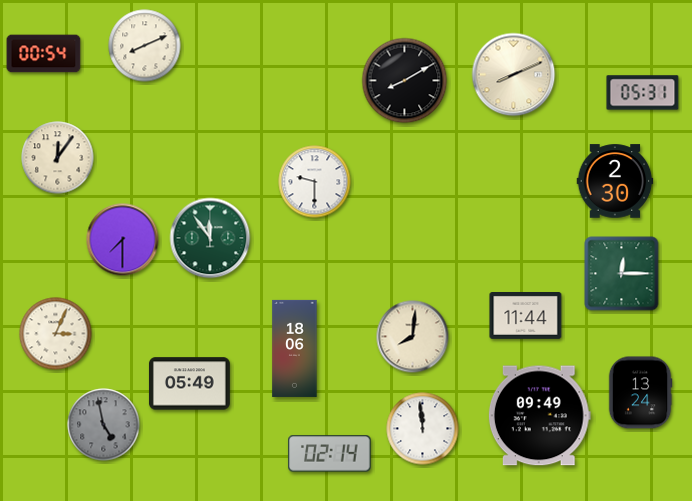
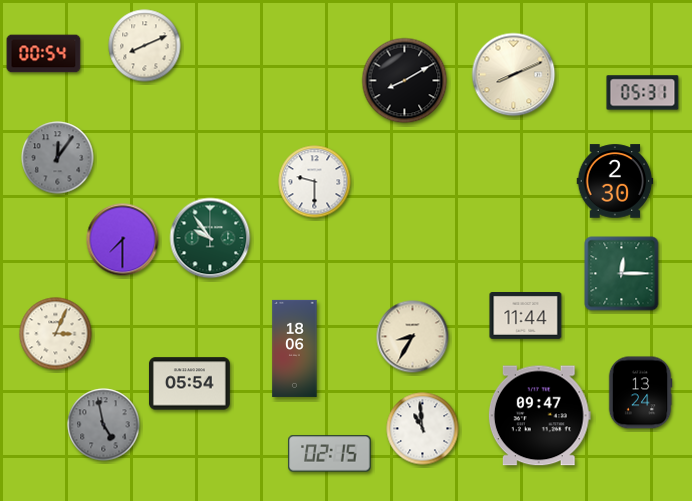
clock at (58, 158) dial: cream -> grey
clock at (210, 238): 11:54 -> 9:54
clock at (413, 337): 8:01 -> 8:35
clock at (189, 384): 05:49 -> 05:54
clock at (539, 416): 09:49 -> 09:47
clock at (423, 429): 11:59 -> 10:59
clock at (330, 454): 02:14 -> 02:15
